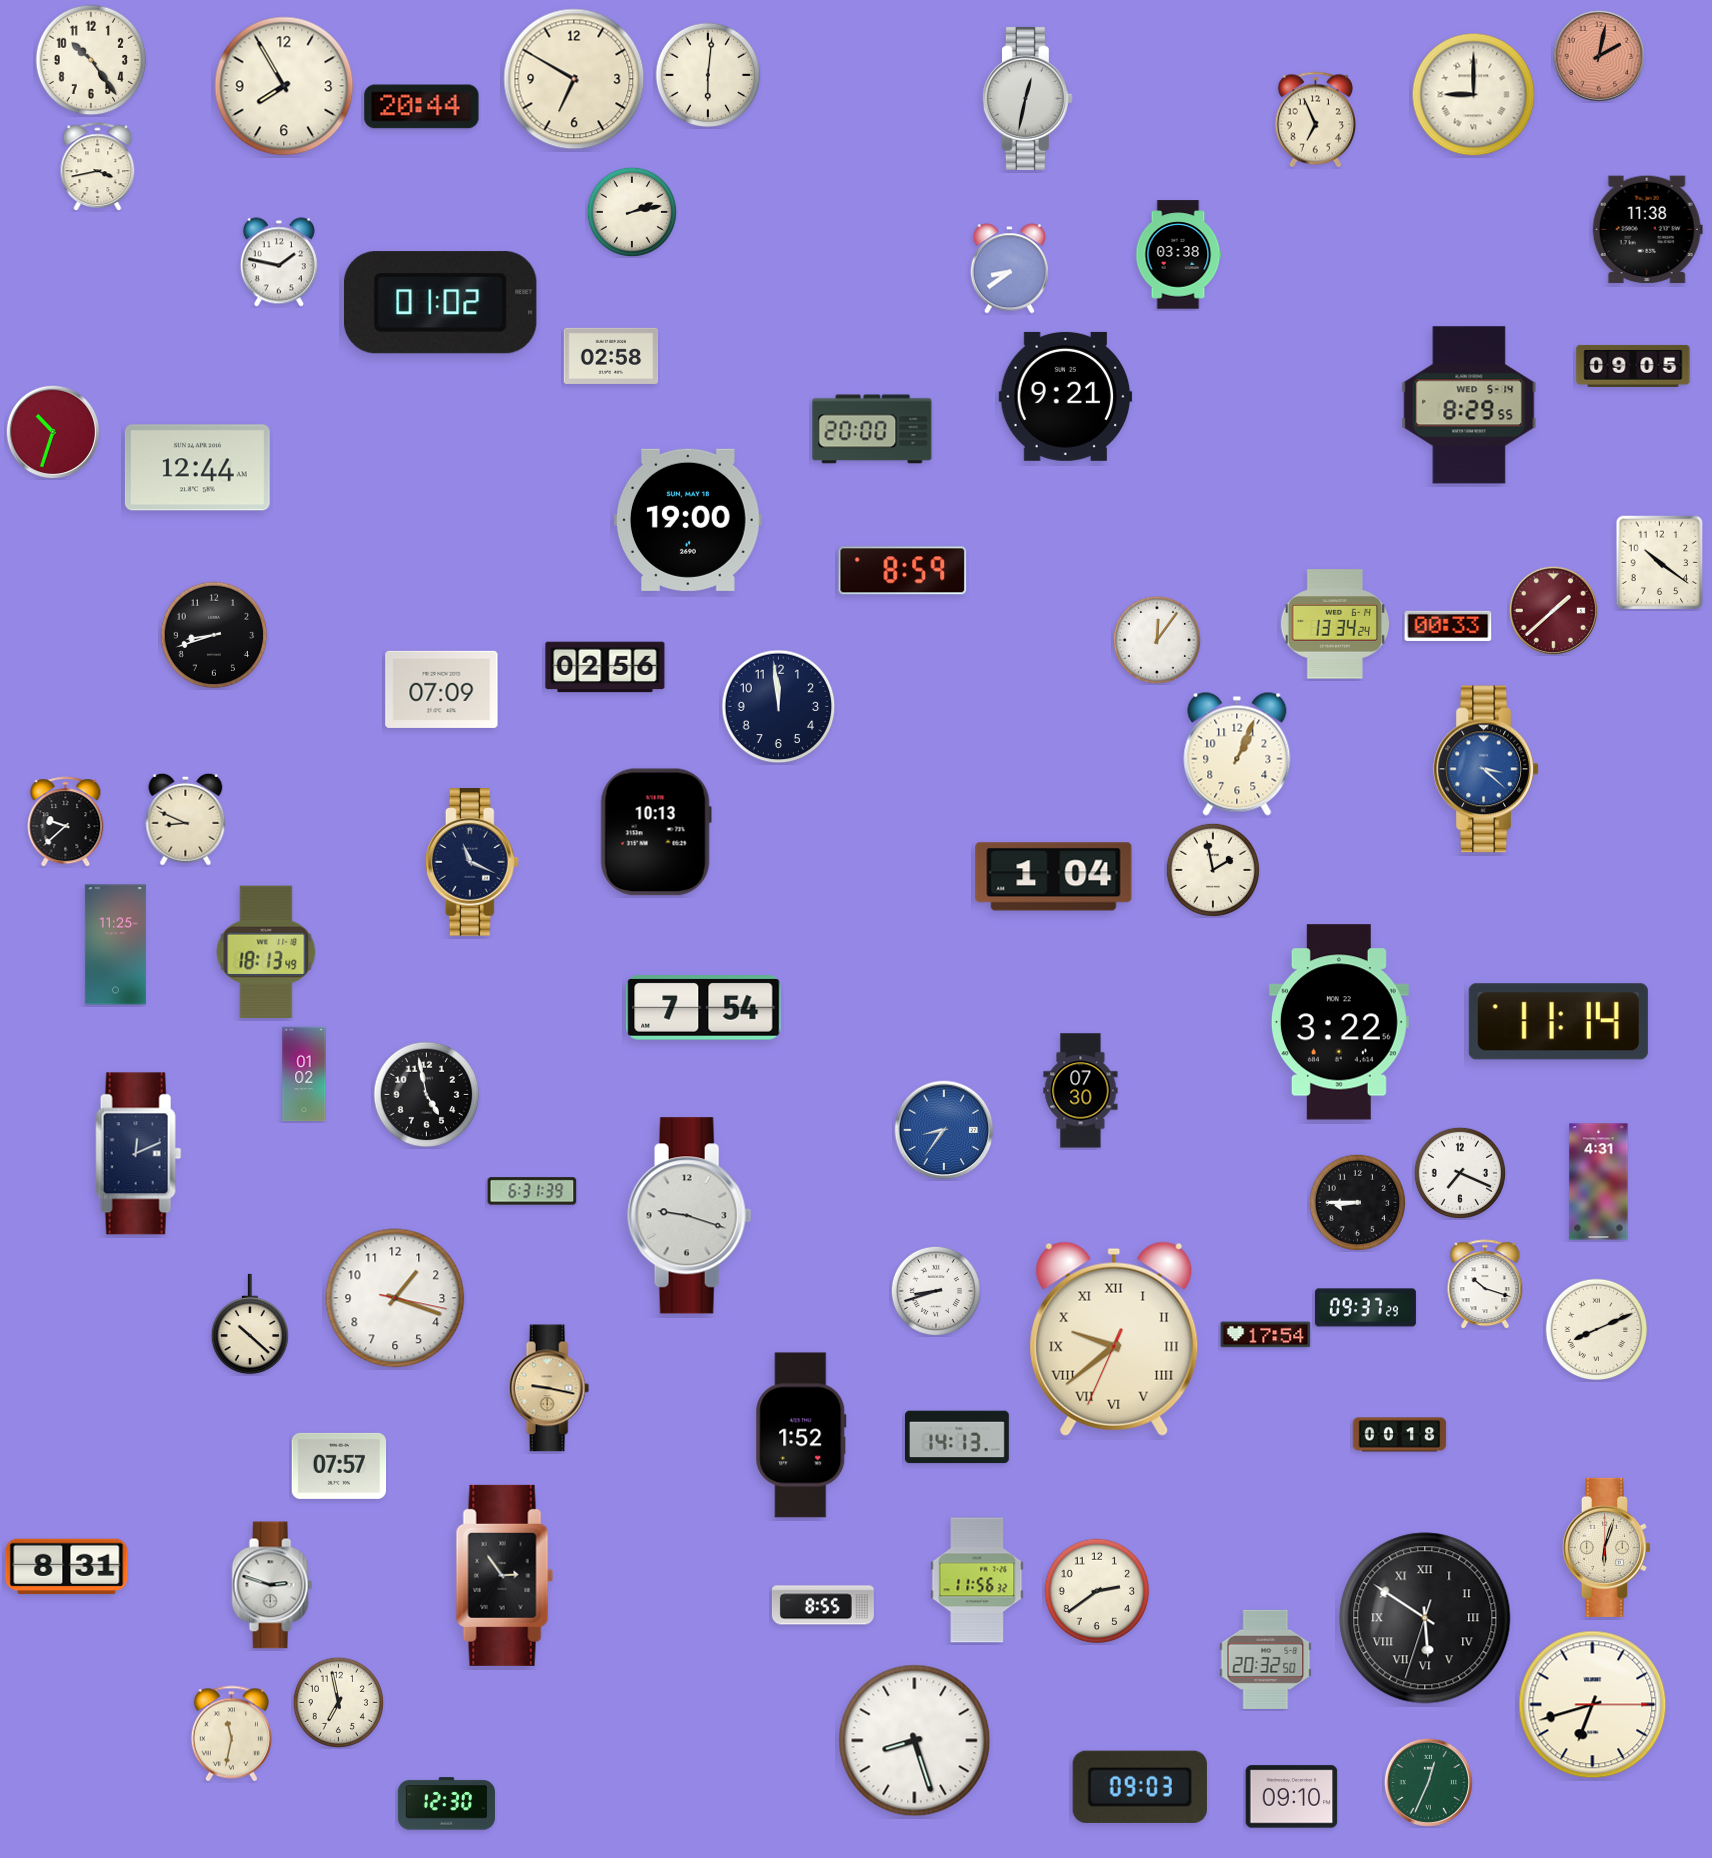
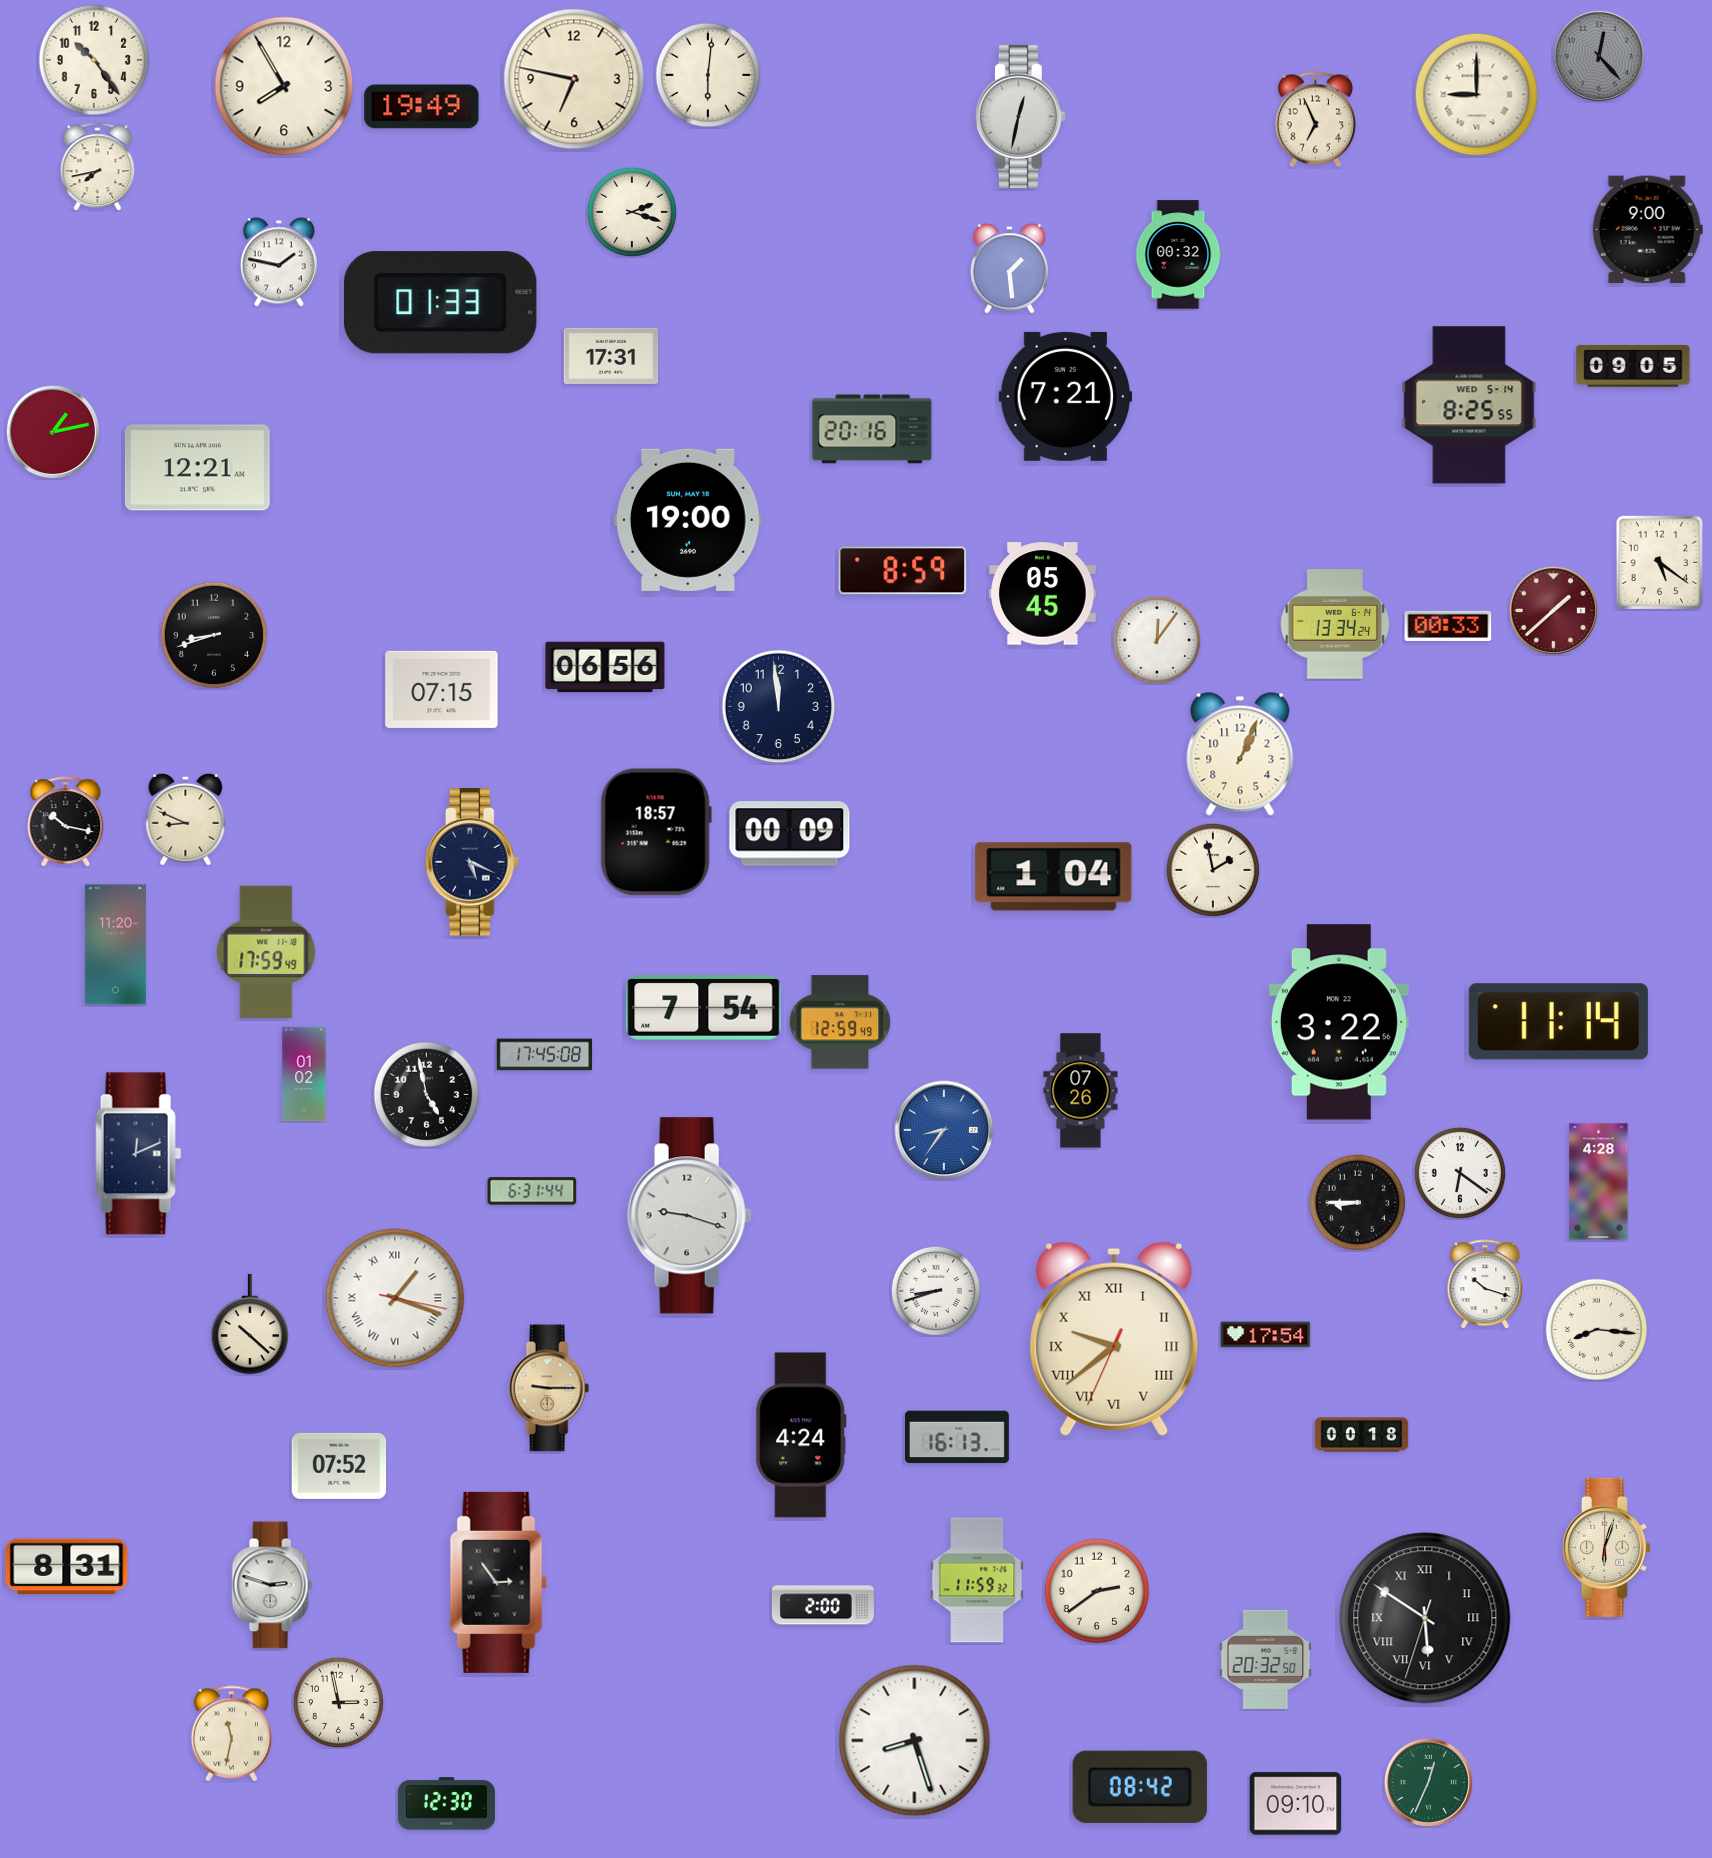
clock at (1599, 56): 2:02 -> 12:23
clock at (1599, 56) dial: salmon -> grey
clock at (91, 60) position: (91, 60) -> (94, 60)
clock at (574, 79): 6:50 -> 6:47
clock at (1474, 95) position: (1474, 95) -> (1477, 95)
clock at (1027, 98) position: (1027, 98) -> (1020, 116)
clock at (422, 107): 20:44 -> 19:49
clock at (98, 167): 3:43 -> 7:43
clock at (632, 212): 2:13 -> 2:18
clock at (1647, 230): 11:38 -> 9:00
clock at (1178, 255): 03:38 -> 00:32
clock at (1009, 269): 8:39 -> 1:29
clock at (440, 303): 01:02 -> 01:33
clock at (611, 356): 02:58 -> 17:31
clock at (1066, 396): 9:21 -> 7:21
clock at (1469, 405): 8:29 -> 8:25
clock at (872, 429): 20:00 -> 20:16
clock at (52, 431): 10:33 -> 1:13
clock at (197, 468): 12:44 -> 12:21
clock at (1660, 563): 10:21 -> 5:21
clock at (1043, 594): none -> 05:45
clock at (605, 667): 02:56 -> 06:56
clock at (442, 689): 07:09 -> 07:15
clock at (1237, 754) position: (1237, 754) -> (1240, 754)
clock at (1486, 769): 3:22 -> none
clock at (66, 822): 9:38 -> 10:17
clock at (656, 832): 10:13 -> 18:57
clock at (790, 834): none -> 00:09
clock at (472, 862): 11:19 -> 5:19
clock at (115, 945): 11:25 -> 11:20
clock at (266, 952): 18:13 -> 17:59
clock at (840, 1022): none -> 12:59
clock at (545, 1055): none -> 17:45
clock at (1081, 1091): 07:30 -> 07:26
clock at (1460, 1173): 7:19 -> 6:21
clock at (1599, 1182): 4:31 -> 4:28
clock at (532, 1191): 6:31:39 -> 6:31:44
clock at (395, 1298) numerals: Arabic -> Roman
clock at (1365, 1308): 09:37 -> none
clock at (1597, 1330): 8:11 -> 8:16
clock at (549, 1388): 9:17 -> 9:15
clock at (801, 1435): 1:52 -> 4:24
clock at (1400, 1435) position: (1400, 1435) -> (1362, 1435)
clock at (957, 1437): 14:13 -> 16:13
clock at (339, 1466): 07:57 -> 07:52
clock at (505, 1575) position: (505, 1575) -> (499, 1582)
clock at (977, 1580): 11:56 -> 11:59
clock at (823, 1605): 8:55 -> 2:00
clock at (338, 1702): 6:58 -> 2:58
clock at (1593, 1705): 6:42 -> none
clock at (1140, 1787): 09:03 -> 08:42
clock at (1292, 1797) position: (1292, 1797) -> (1296, 1804)
